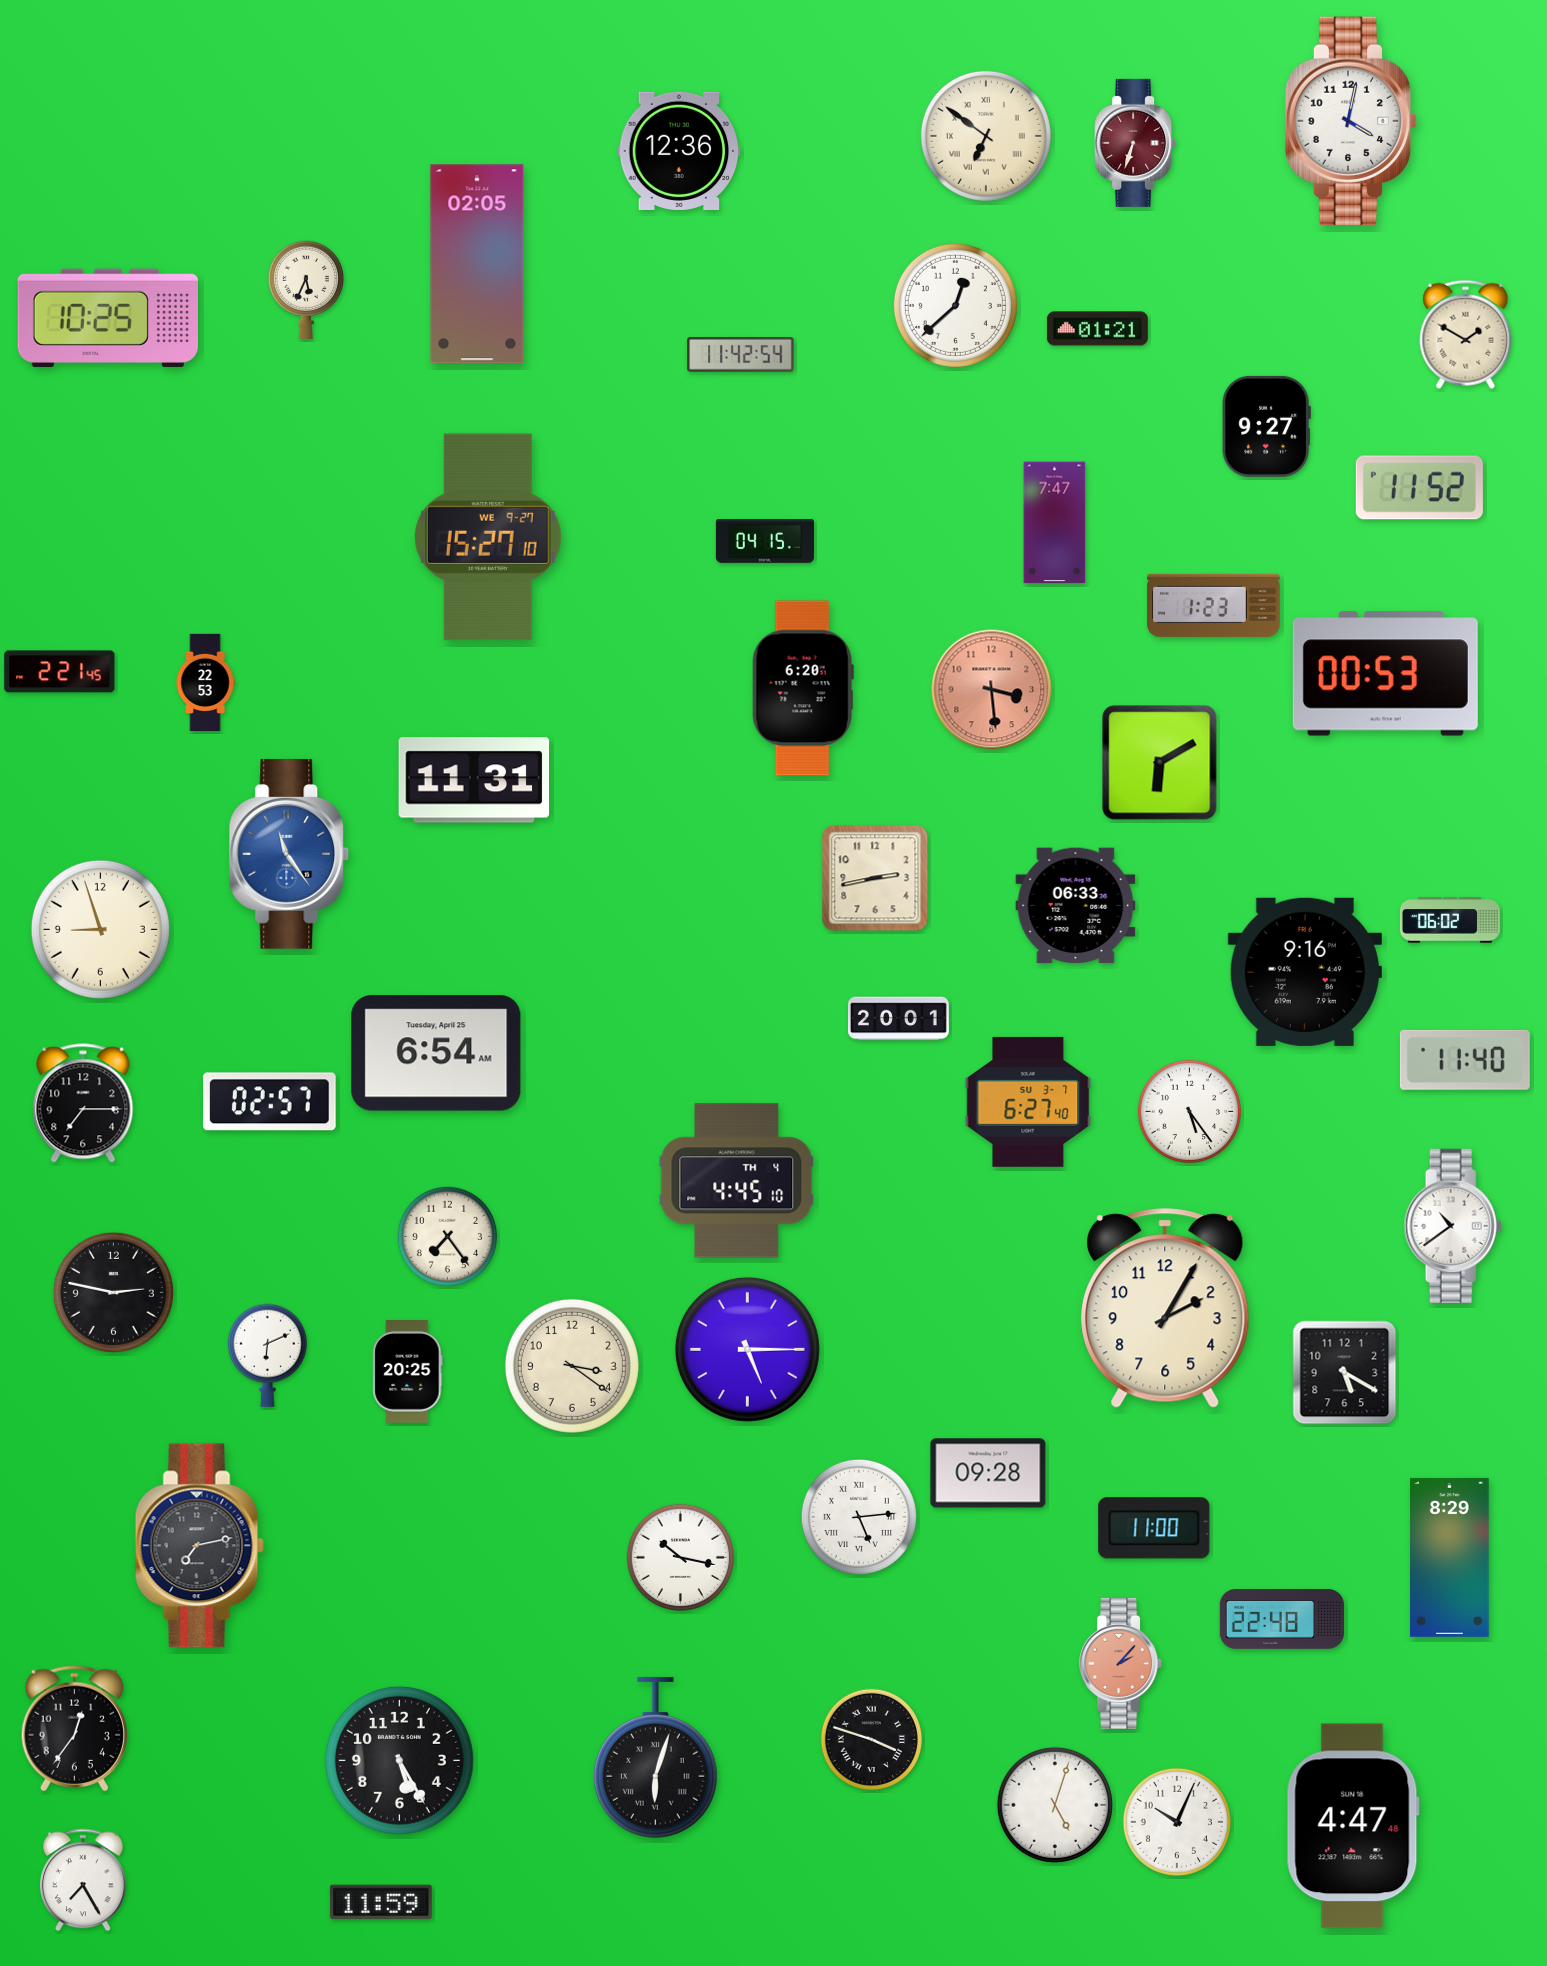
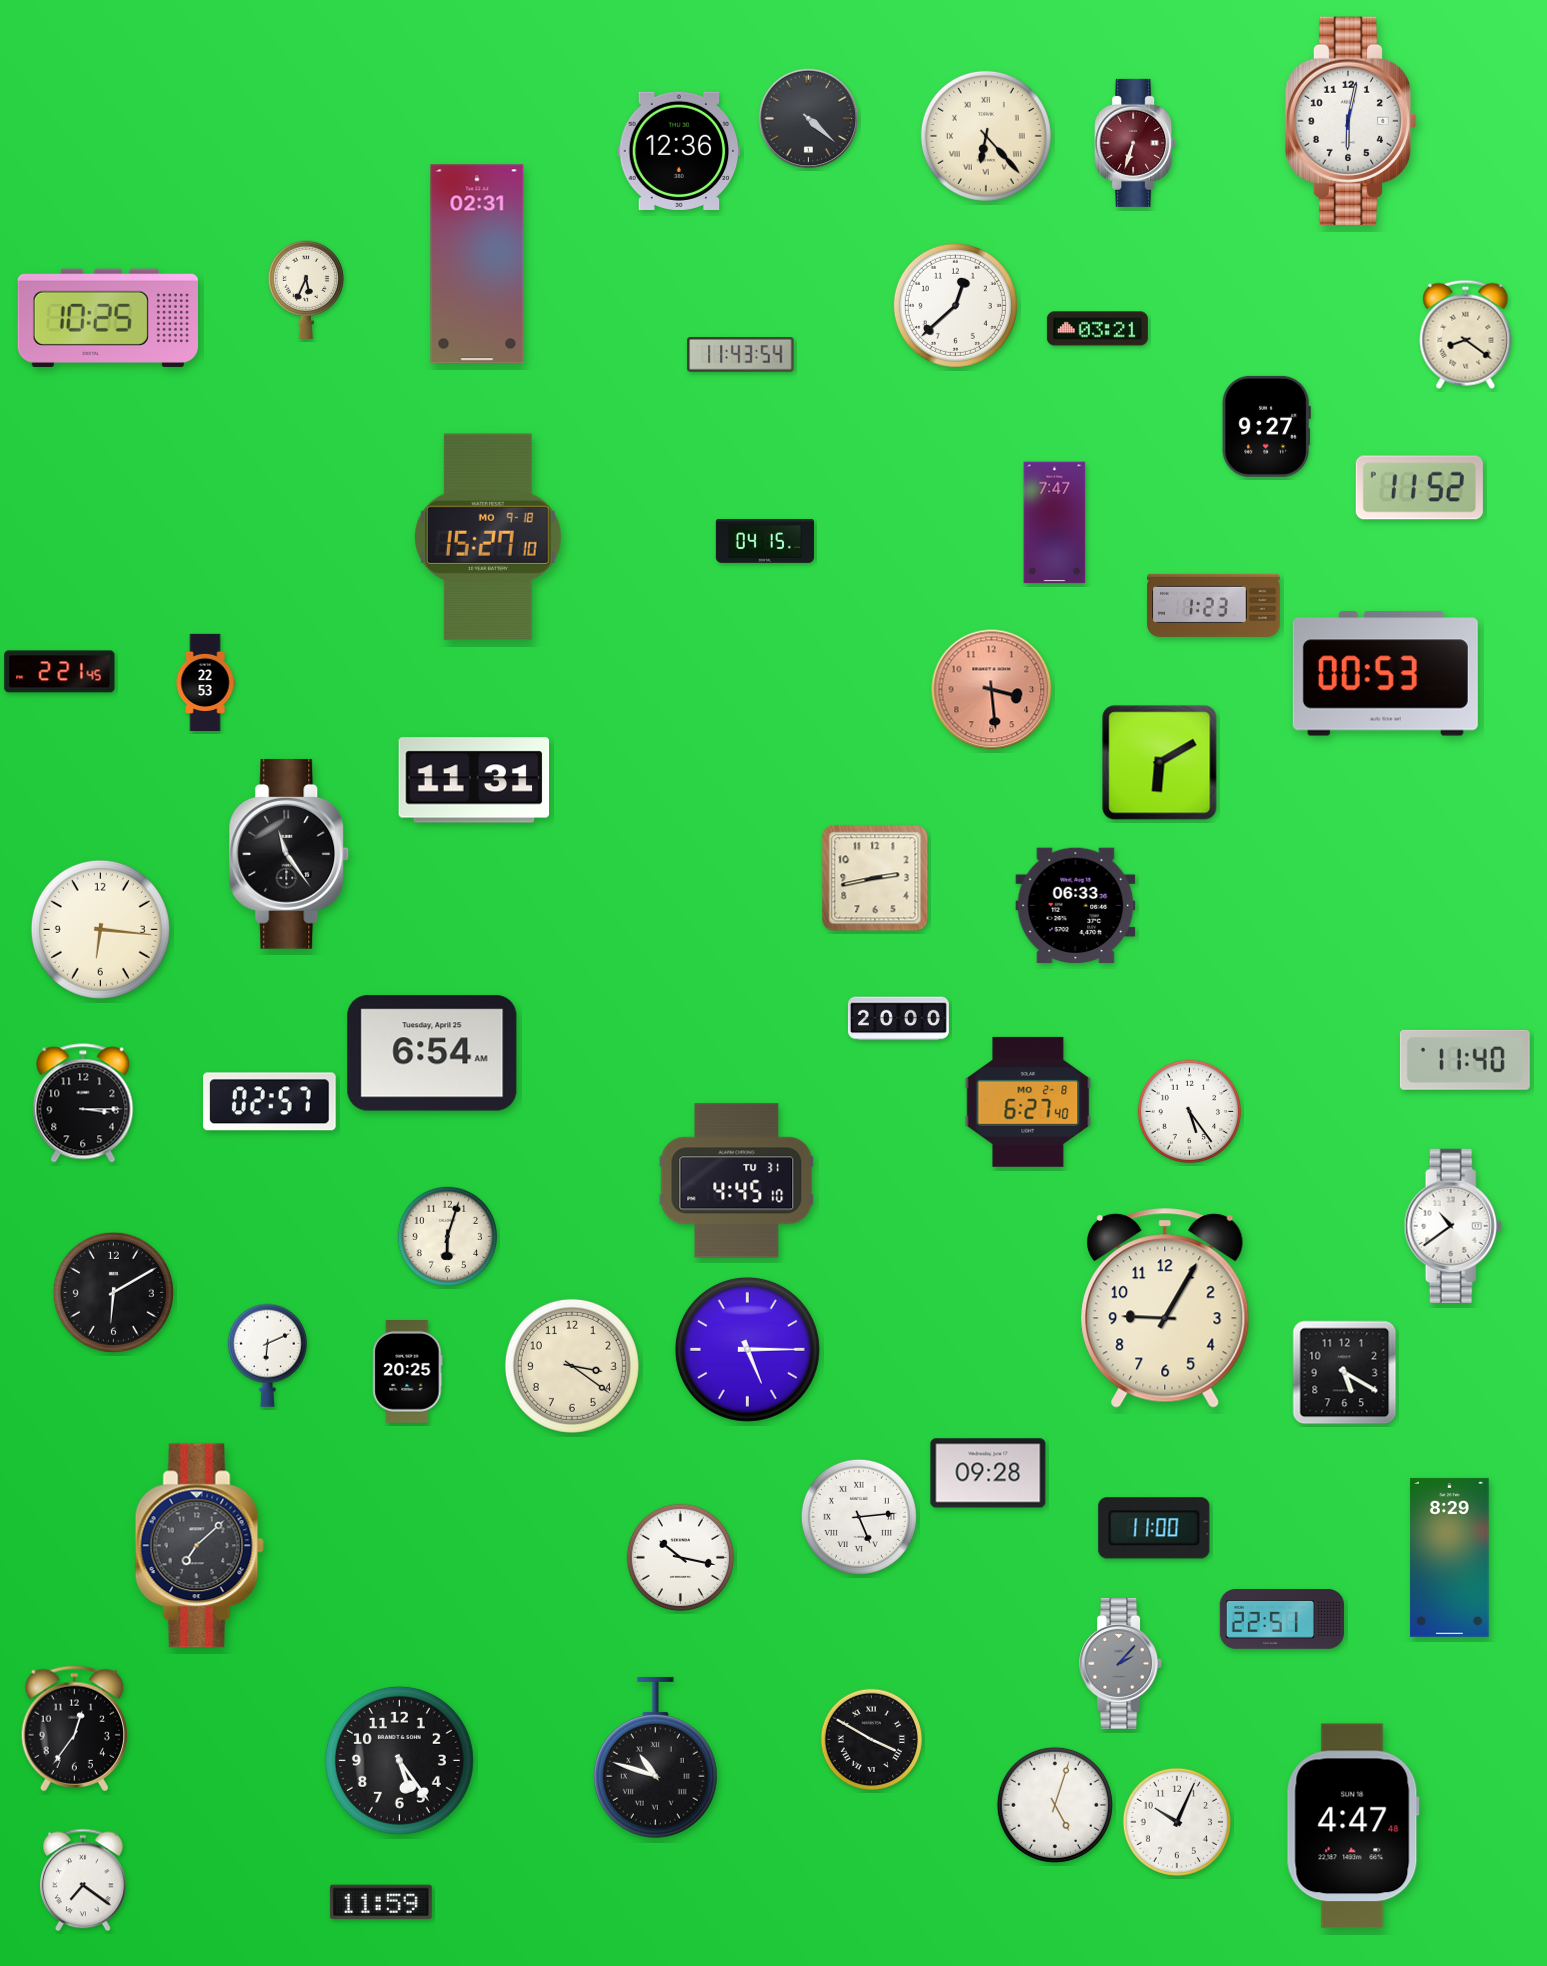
clock at (809, 119): none -> 4:22
clock at (1351, 121): 4:02 -> 6:02
clock at (986, 136): 6:51 -> 6:23
clock at (477, 264): 02:05 -> 02:31
clock at (1097, 329): 01:21 -> 03:21
clock at (1466, 334): 1:50 -> 8:21
clock at (741, 355): 11:42 -> 11:43
clock at (488, 537) date: WE 9-27 -> MO 9-18
clock at (803, 688): 6:20 -> none
clock at (289, 854) dial: blue -> black
clock at (1450, 920): 06:02 -> none
clock at (100, 929): 8:57 -> 6:16
clock at (1305, 972): 9:16 -> none
clock at (898, 1019): 20:01 -> 20:00
clock at (436, 1053) position: (436, 1053) -> (432, 1053)
clock at (1028, 1102) date: SU 3-7 -> MO 2-8
clock at (83, 1103): 7:15 -> 3:15
clock at (737, 1181) date: TH 4 -> TU 31
clock at (447, 1236): 7:24 -> 6:03
clock at (113, 1292): 2:47 -> 6:10
clock at (1165, 1308): 2:05 -> 9:05
clock at (199, 1546): 7:13 -> 7:08
clock at (1282, 1620): 22:48 -> 22:51
clock at (1121, 1663) dial: salmon -> grey
clock at (871, 1739): 3:48 -> 3:50
clock at (655, 1757): 6:03 -> 10:48
clock at (399, 1760): 5:25 -> 5:24
clock at (83, 1880): 7:25 -> 7:21
